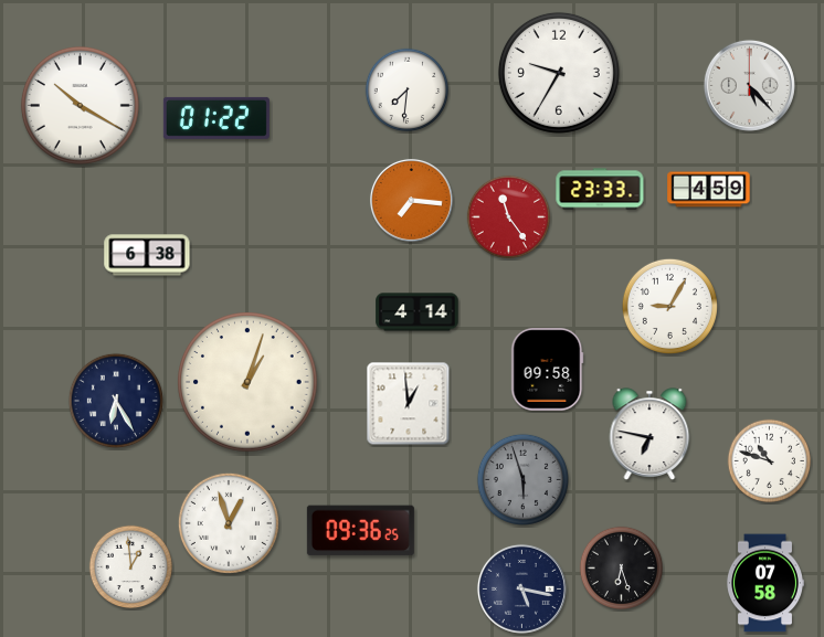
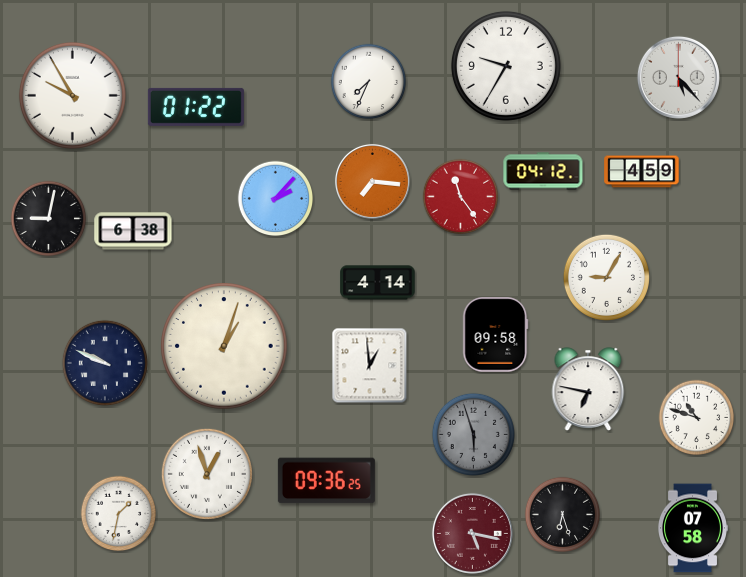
clock at (408, 91): 7:31 -> 7:34
clock at (80, 105): 10:20 -> 9:55
clock at (600, 189): 23:33 -> 04:12
clock at (276, 199): none -> 2:07
clock at (49, 219): none -> 9:02
clock at (116, 401): 6:25 -> 9:49
clock at (649, 434) position: (649, 434) -> (588, 389)
clock at (131, 567): 12:59 -> 1:32
clock at (521, 588) dial: navy -> burgundy
